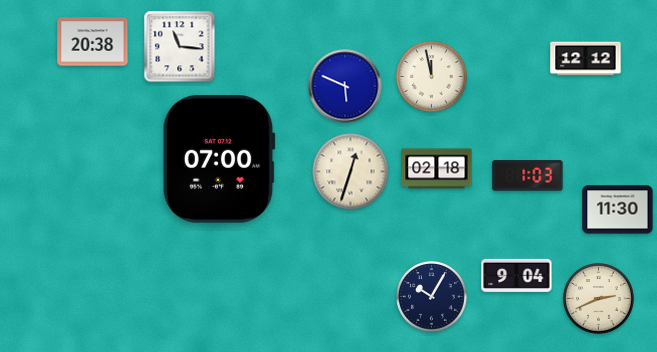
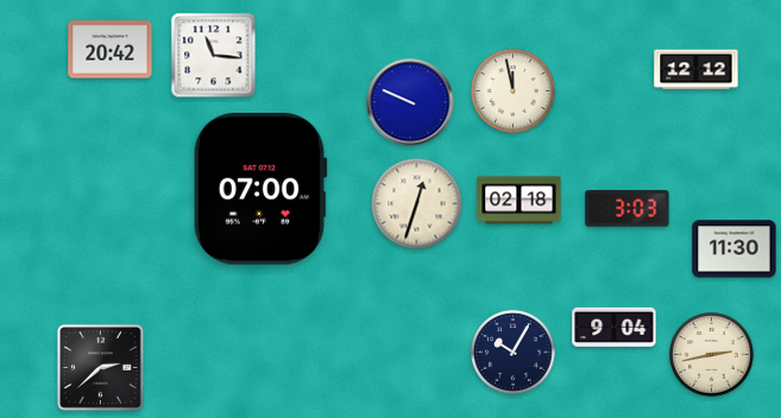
clock at (93, 42): 20:38 -> 20:42
clock at (345, 86): 5:49 -> 9:49
clock at (528, 176): 1:03 -> 3:03
clock at (599, 299): 2:41 -> 2:43
clock at (100, 367): none -> 2:38
